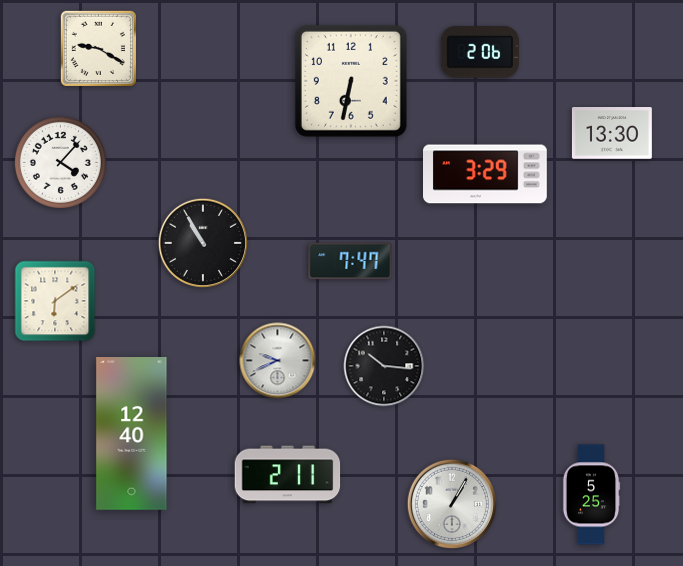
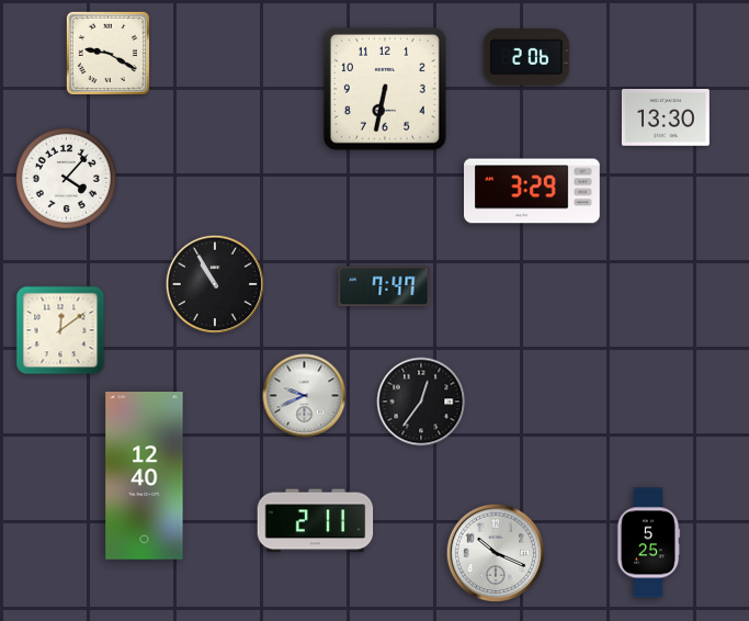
clock at (612, 134) position: (612, 134) -> (666, 118)
clock at (202, 242) position: (202, 242) -> (214, 283)
clock at (55, 301): 6:09 -> 12:09
clock at (384, 366): 10:16 -> 12:36
clock at (451, 503): 1:05 -> 10:19
